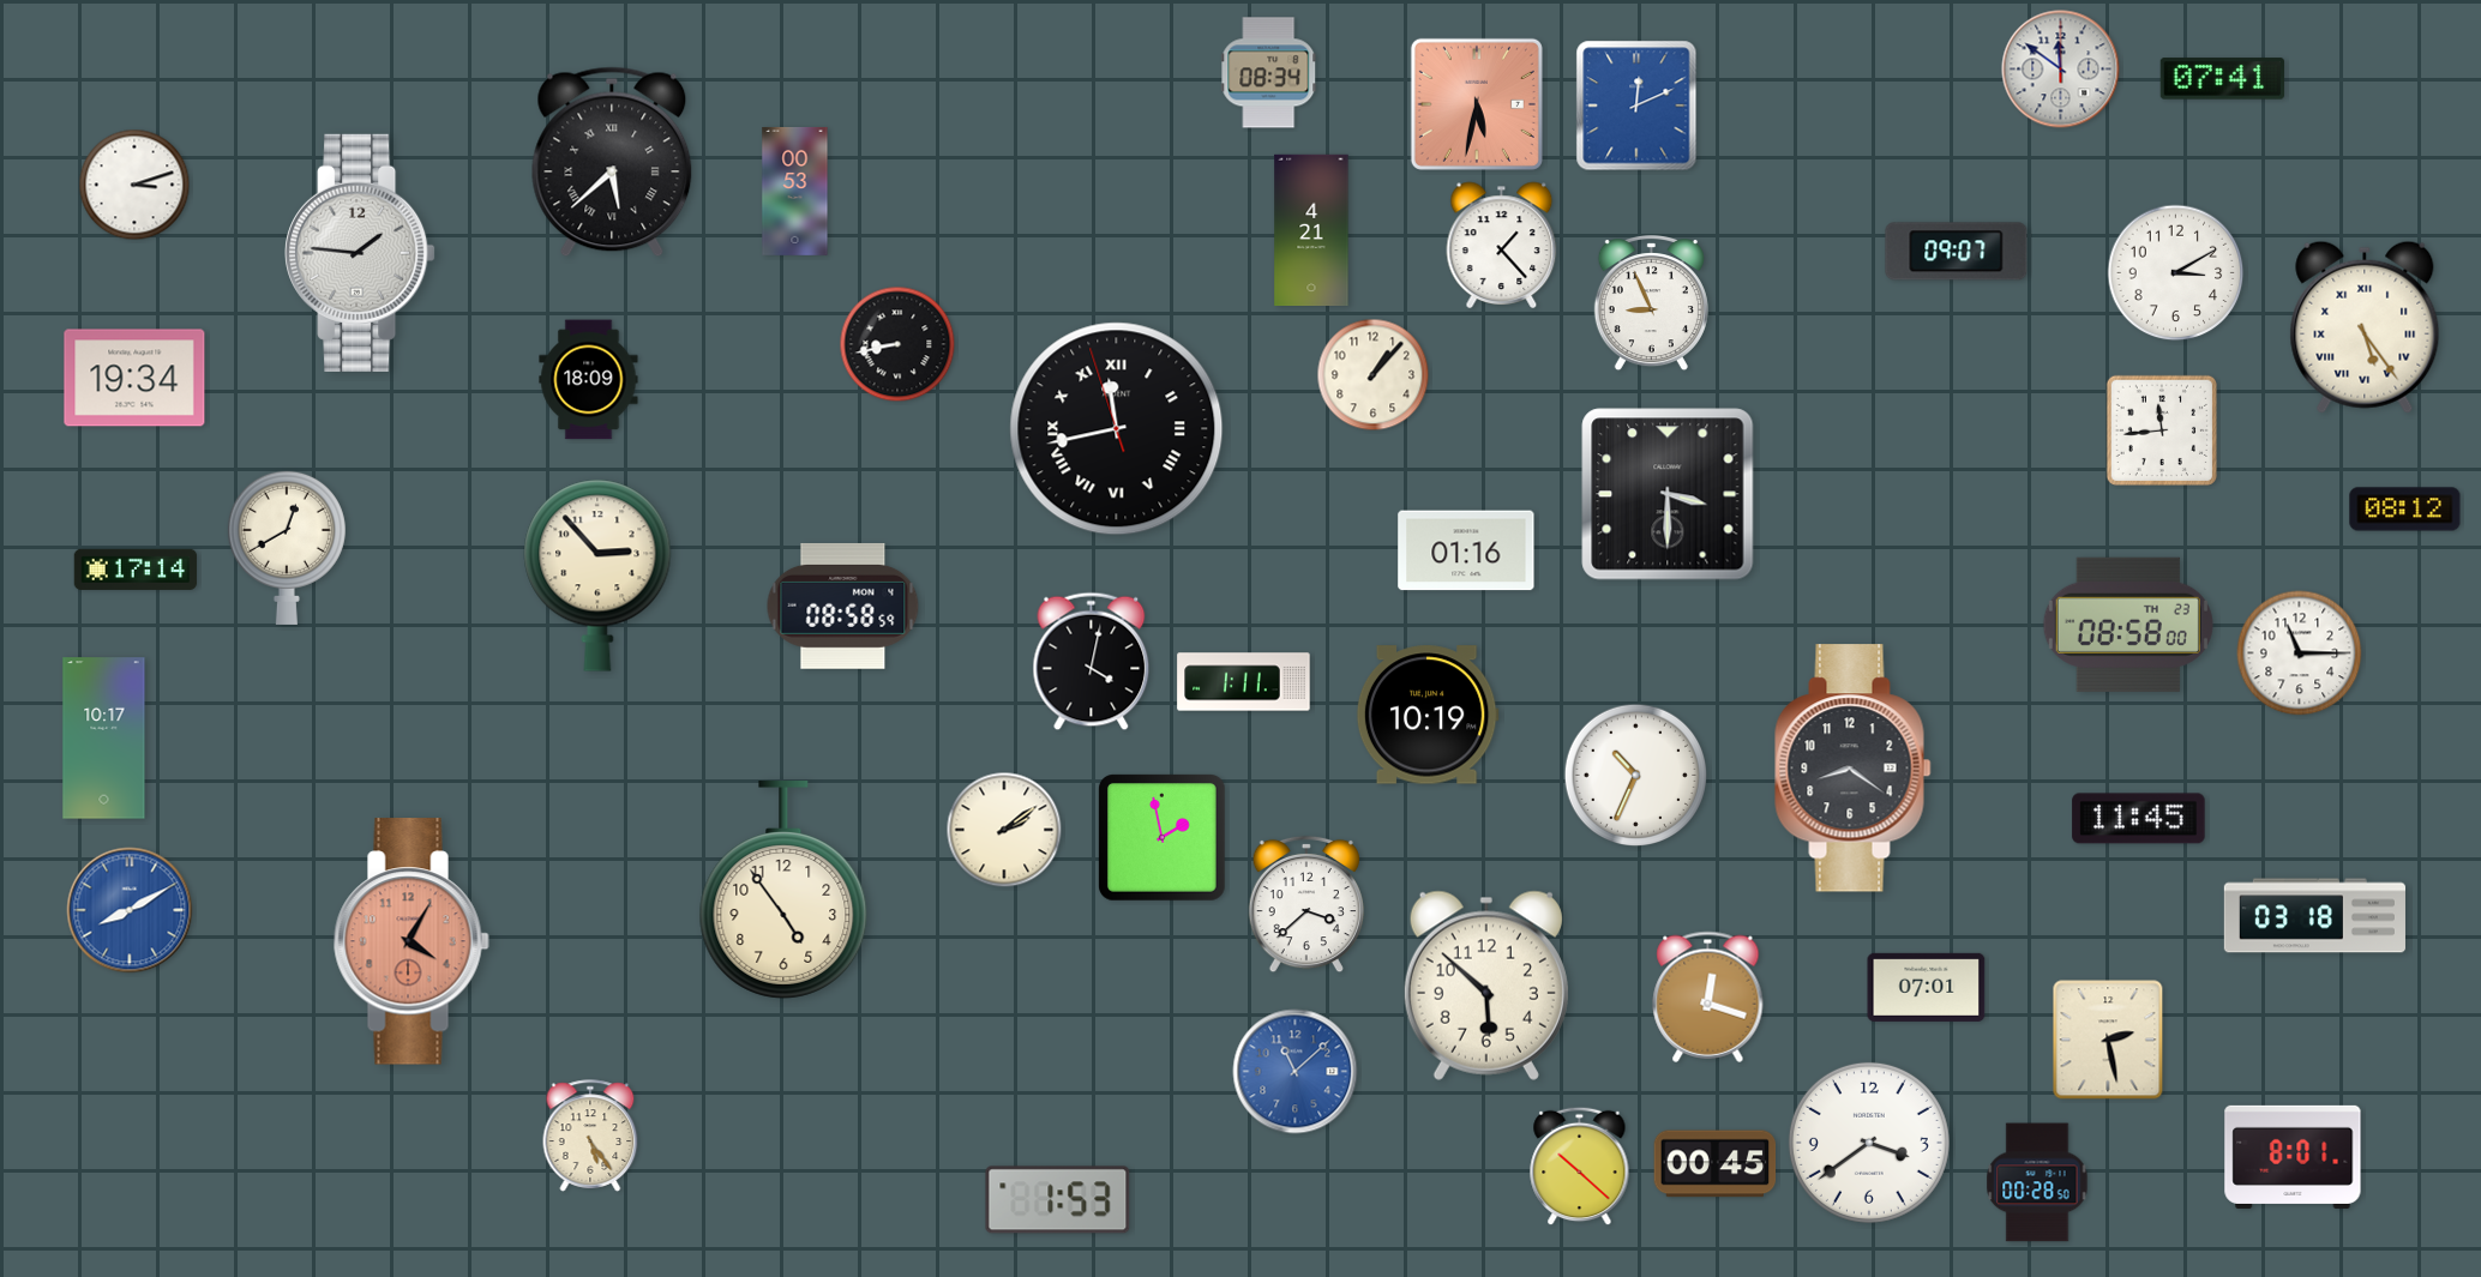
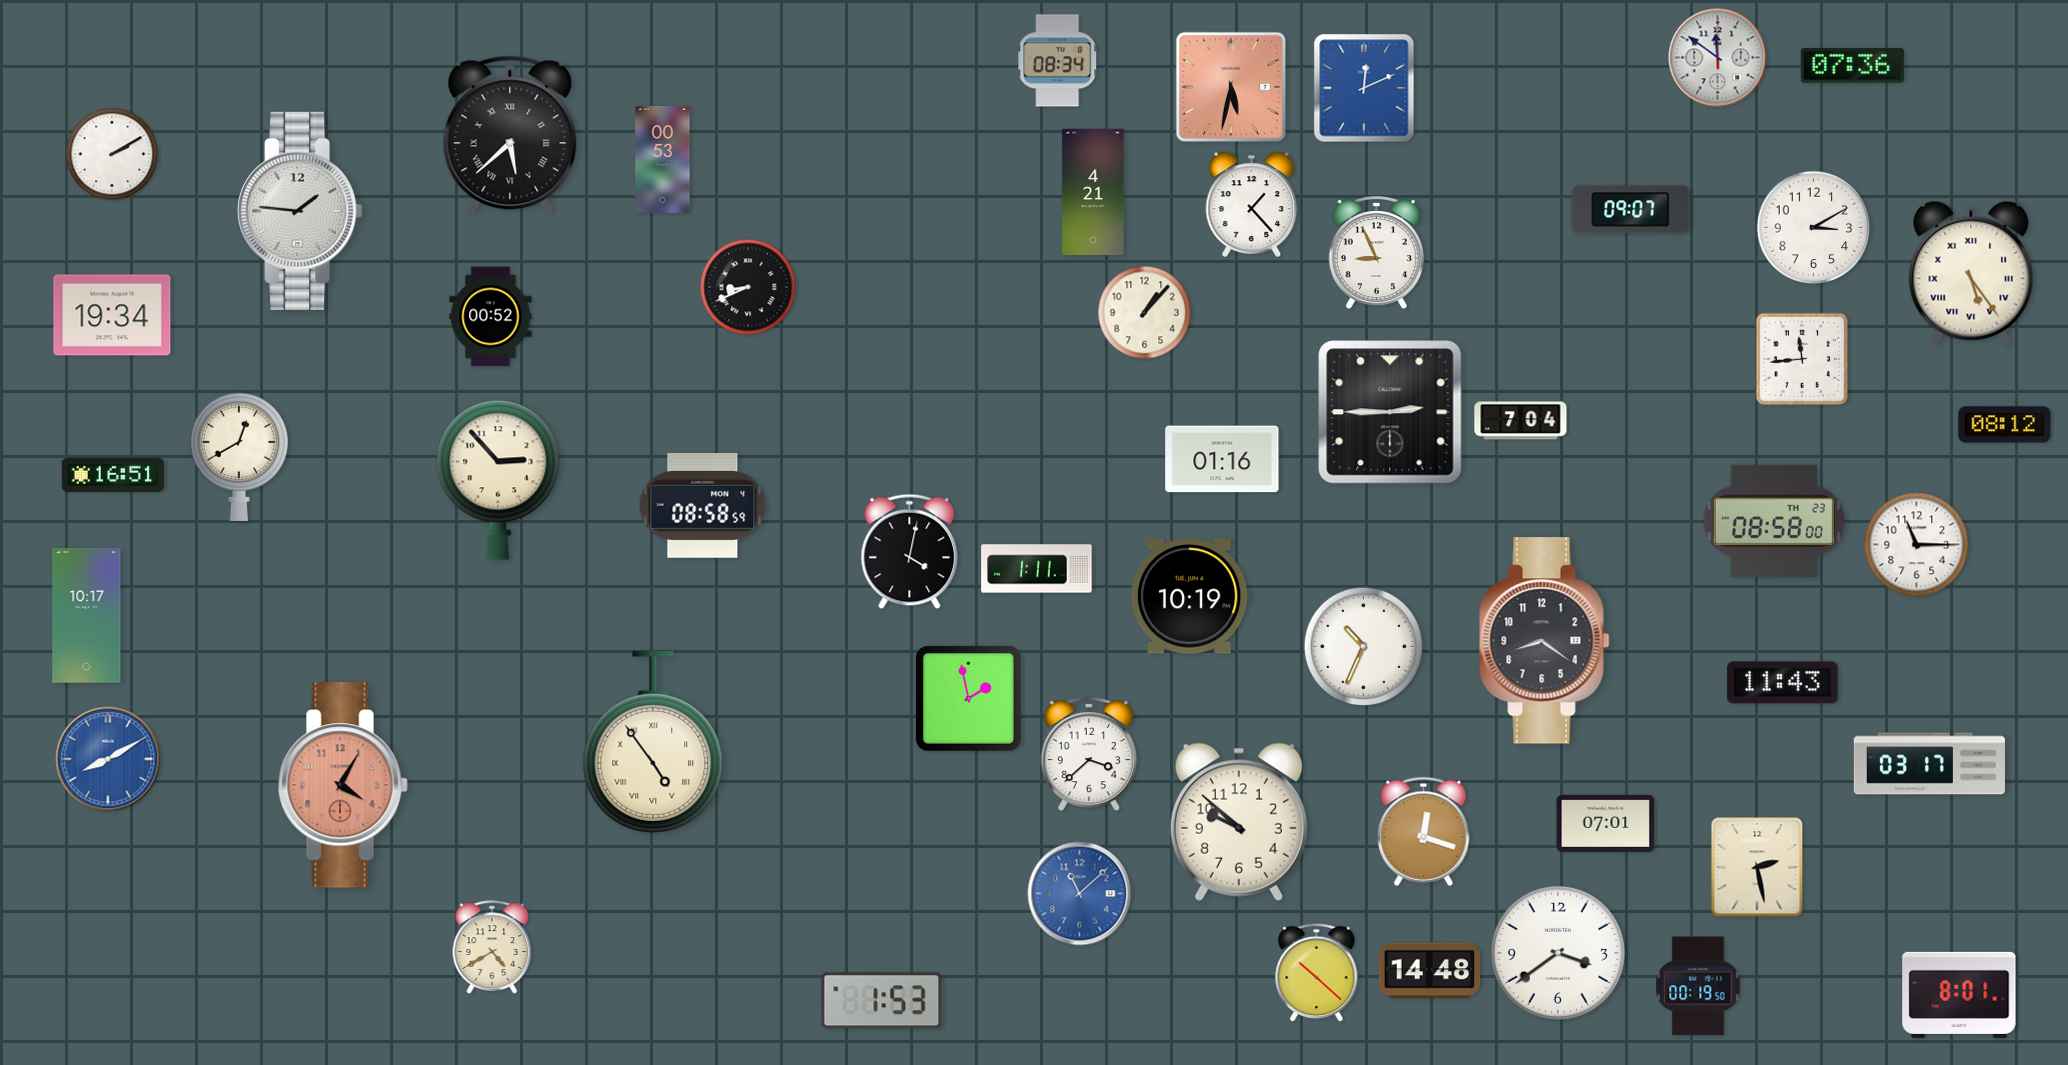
clock at (2222, 79): 07:41 -> 07:36
clock at (134, 185): 3:12 -> 2:10
clock at (897, 344): 8:43 -> 8:41
clock at (589, 380): 18:09 -> 00:52
clock at (1117, 429): 11:42 -> none
clock at (1668, 494): 3:30 -> 2:45
clock at (1521, 421): none -> 7:04
clock at (136, 570): 17:14 -> 16:51
clock at (2139, 819): 11:45 -> 11:43
clock at (1004, 830): 2:09 -> none
clock at (783, 890) numerals: Arabic -> Roman
clock at (2314, 916): 03:18 -> 03:17
clock at (1486, 986): 5:52 -> 9:52
clock at (590, 1136): 5:24 -> 4:40
clock at (2293, 1157) position: (2293, 1157) -> (1959, 995)
clock at (1716, 1164): 00:45 -> 14:48
clock at (2037, 1182): 00:28 -> 00:19
